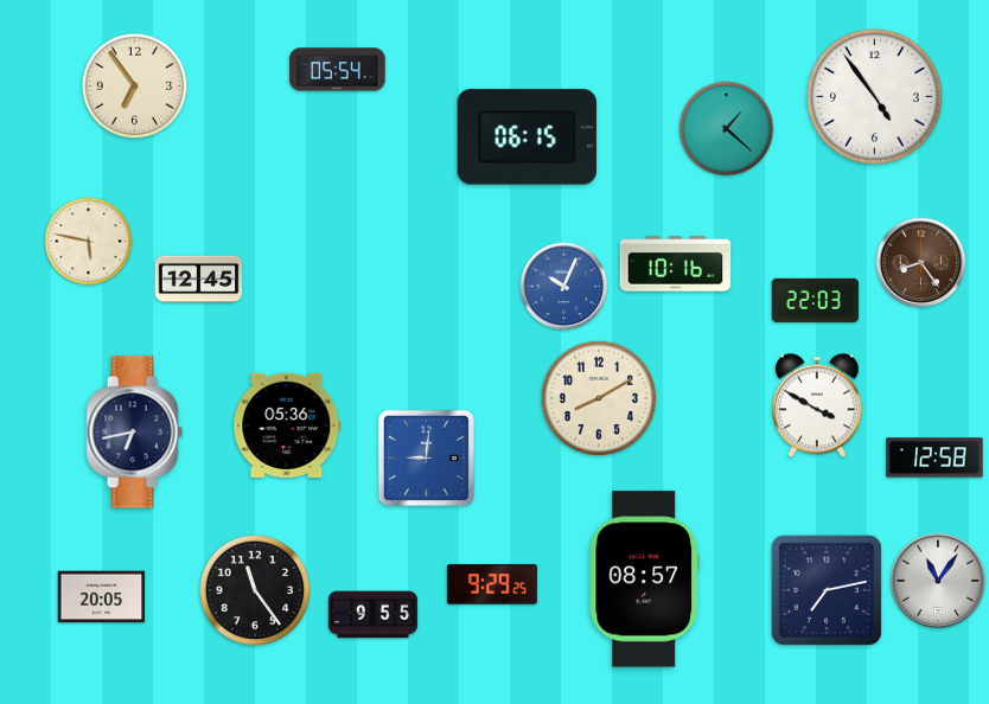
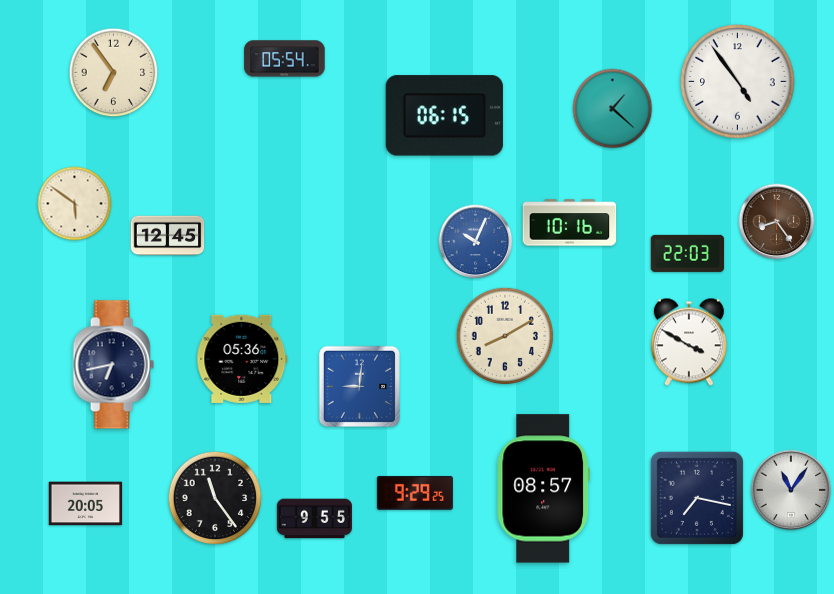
clock at (89, 242): 5:47 -> 5:51
clock at (934, 457): 12:58 -> none
clock at (827, 590): 7:13 -> 7:17
